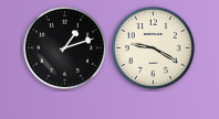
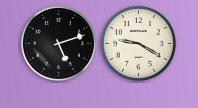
clock at (64, 47): 1:12 -> 5:12
